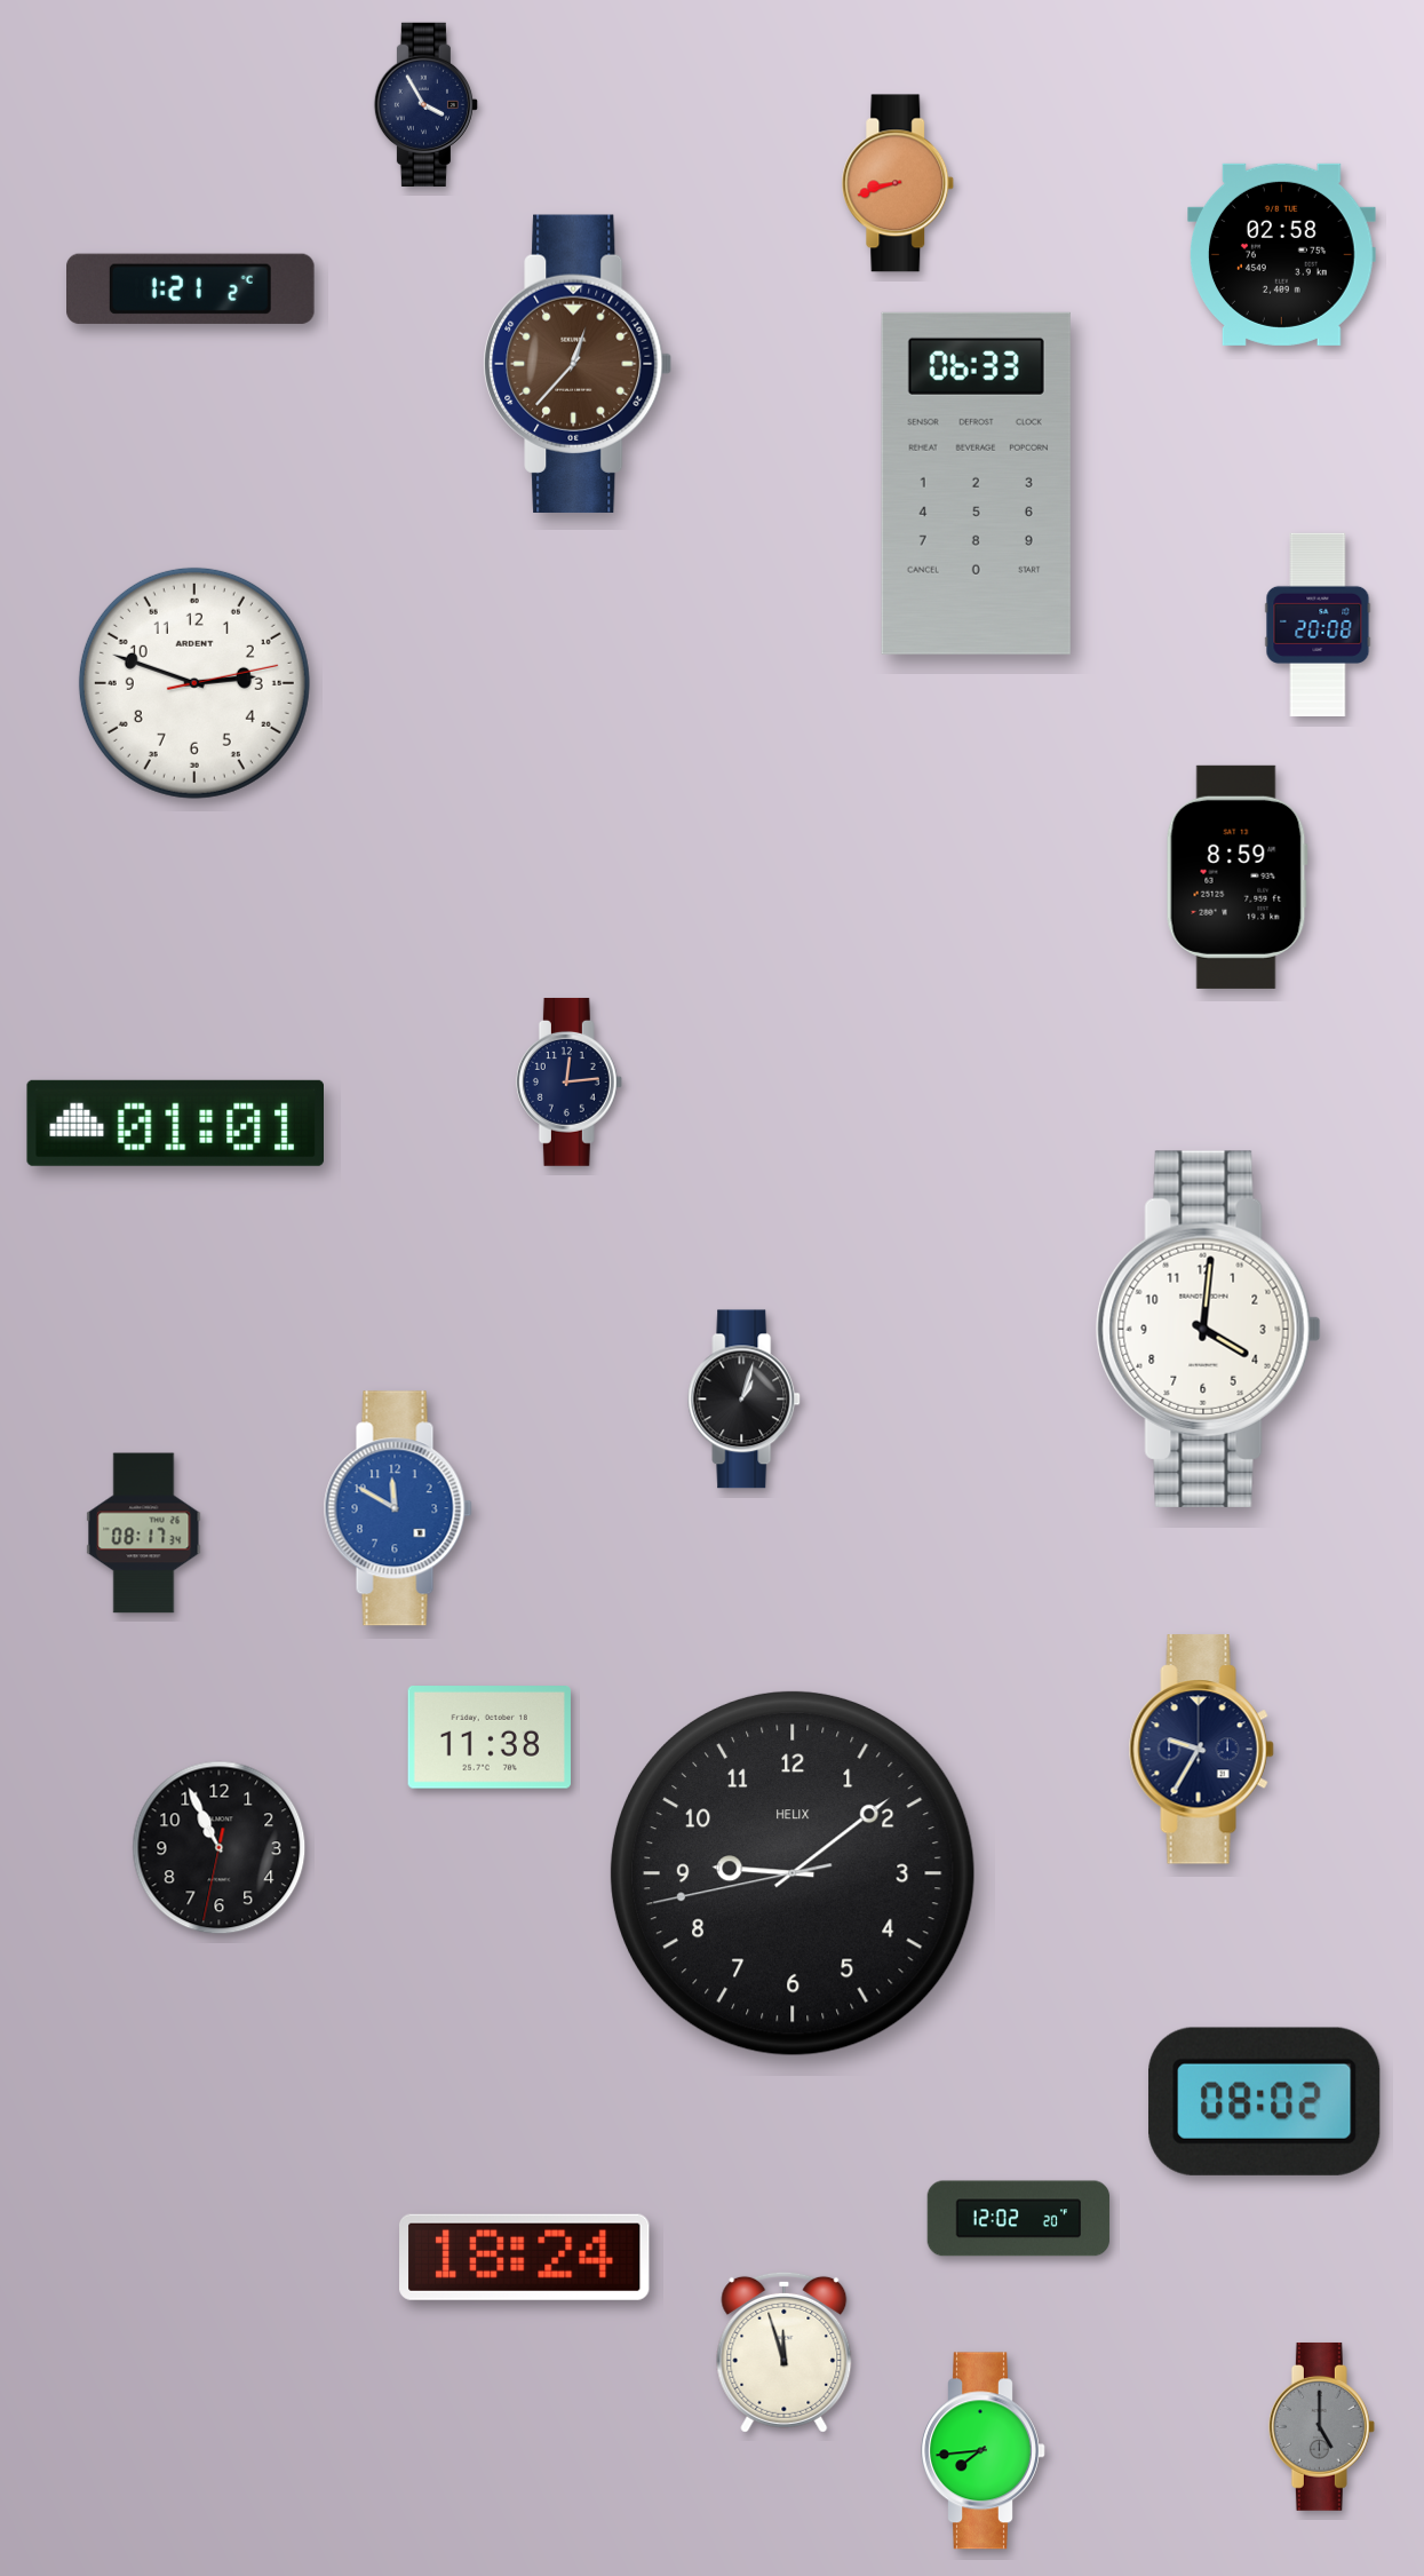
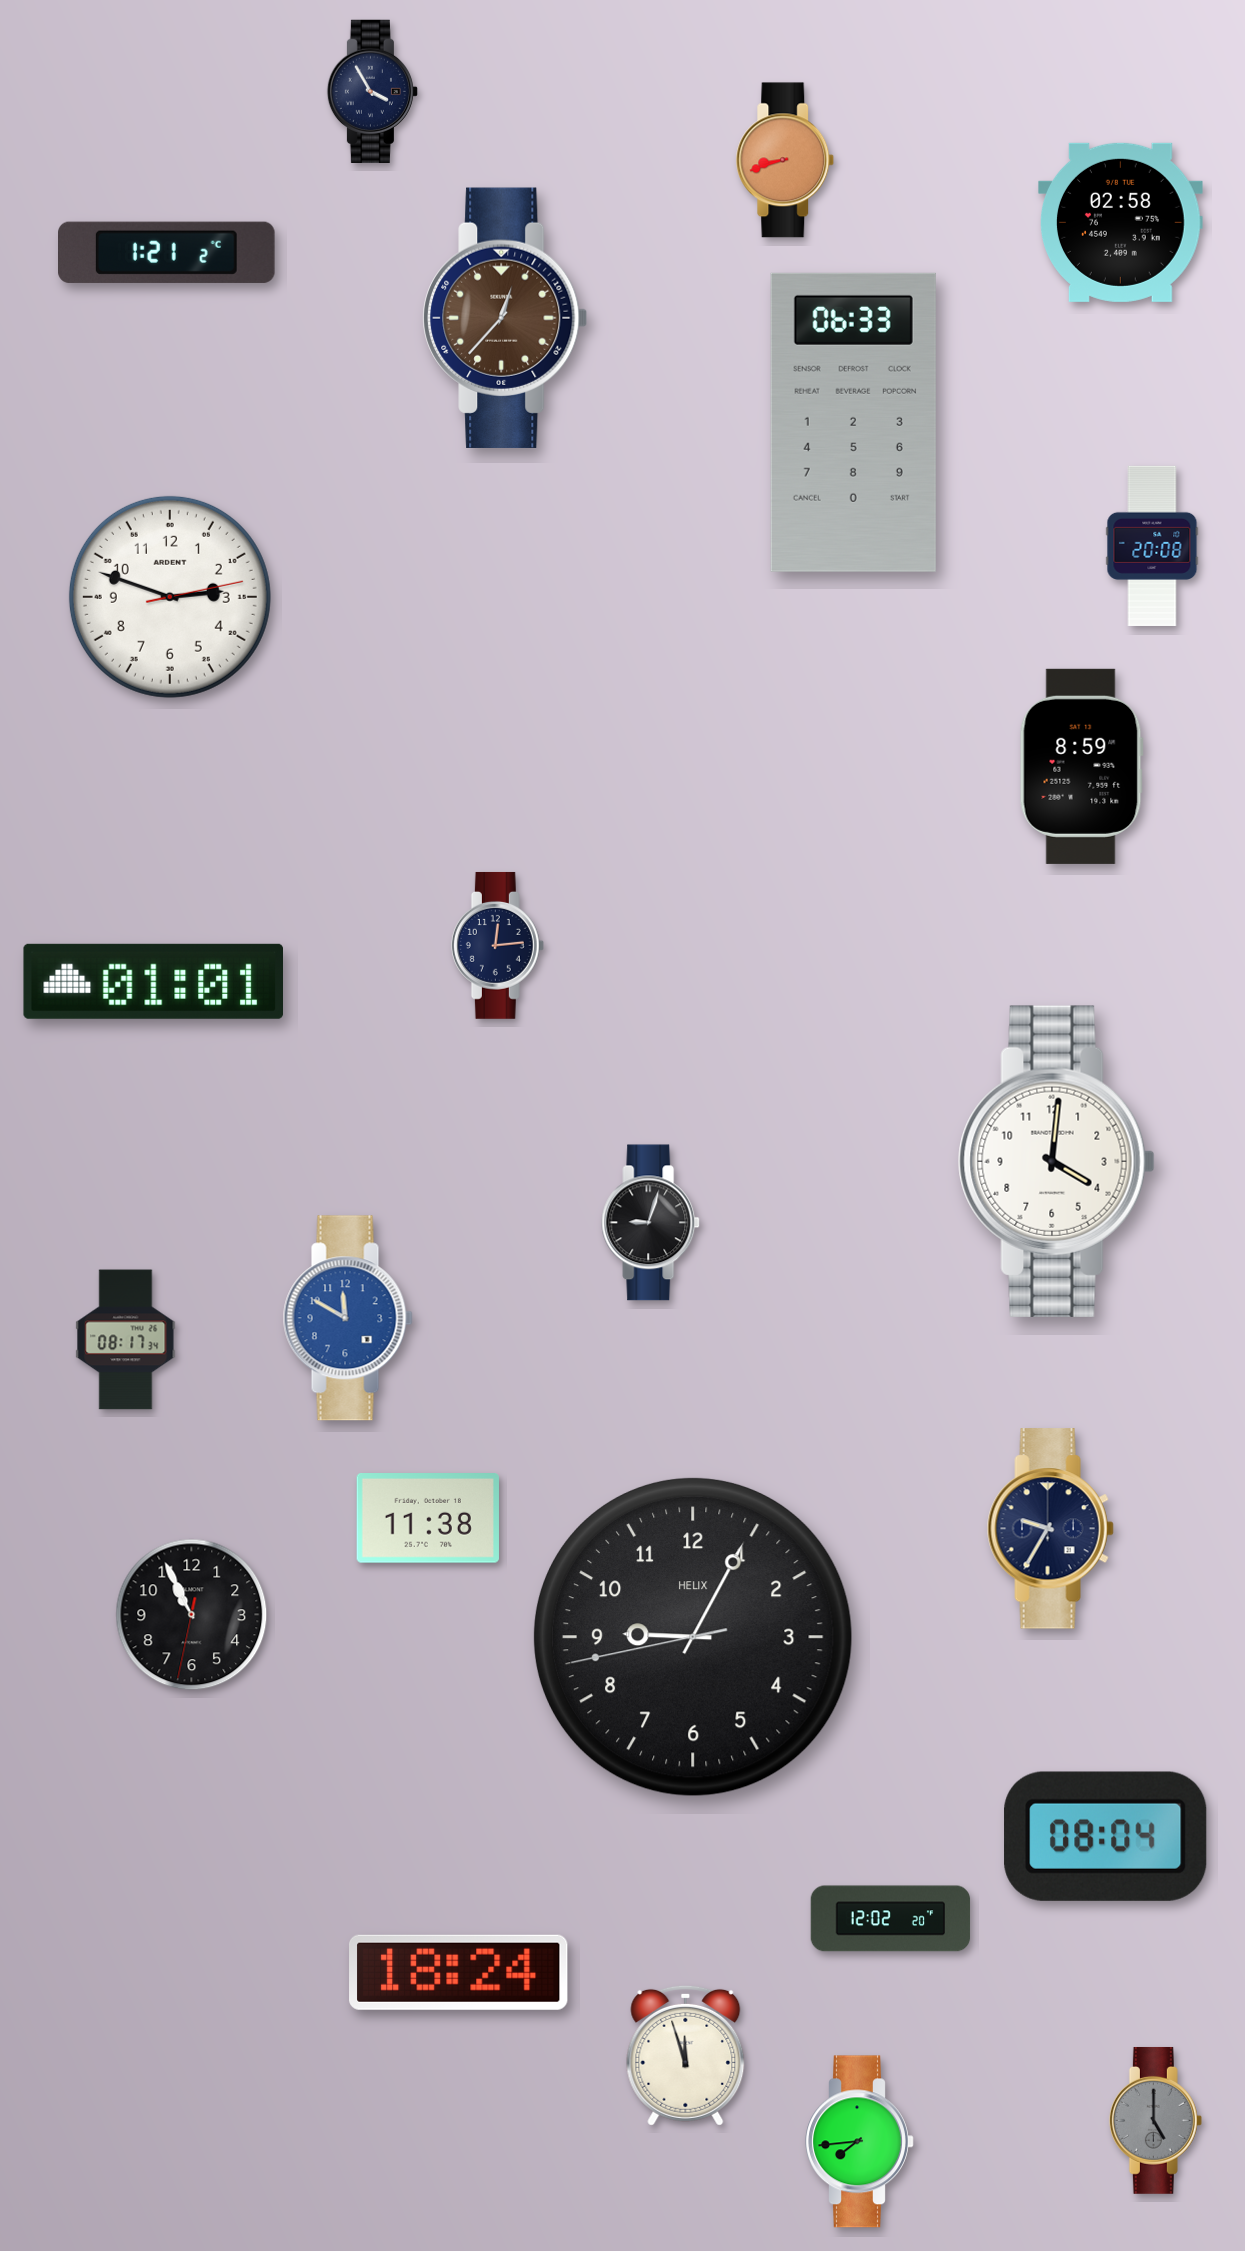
clock at (745, 1400): 1:03 -> 9:03
clock at (793, 1873): 9:08 -> 9:04
clock at (1265, 2101): 08:02 -> 08:04
clock at (1019, 2219) position: (1019, 2219) -> (891, 1919)
